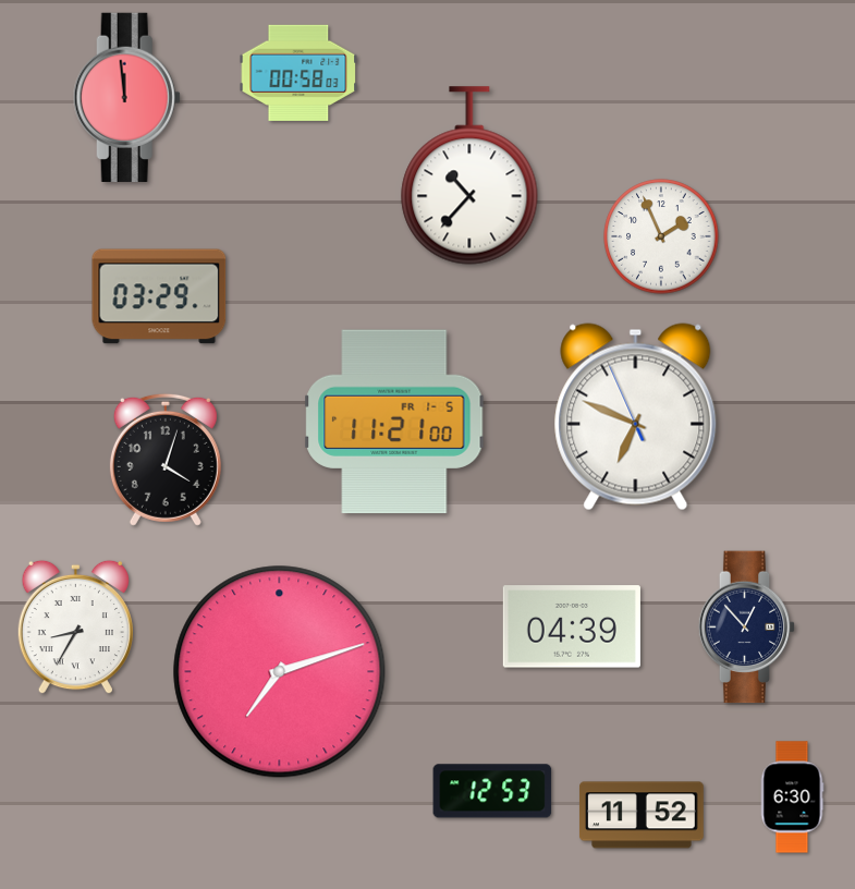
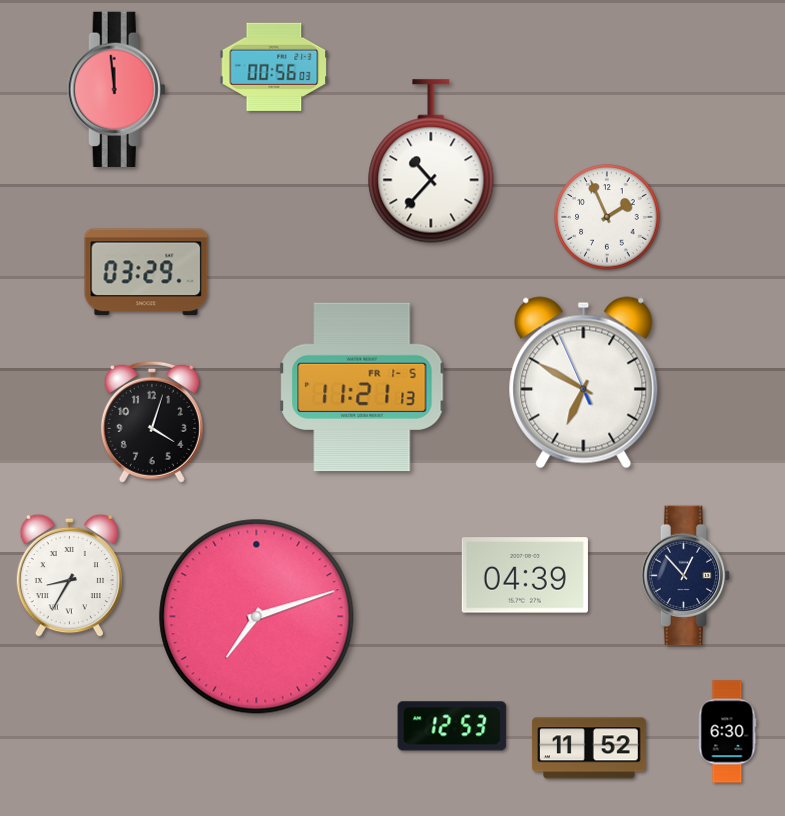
clock at (298, 73): 00:58 -> 00:56
clock at (636, 417): 6:48 -> 6:49
clock at (394, 422): 11:21:00 -> 11:21:13
